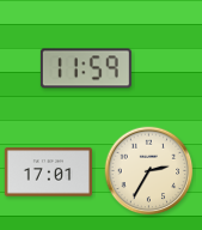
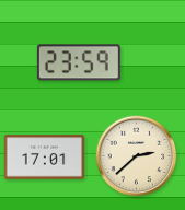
clock at (86, 68): 11:59 -> 23:59
clock at (149, 171): 2:35 -> 2:38
